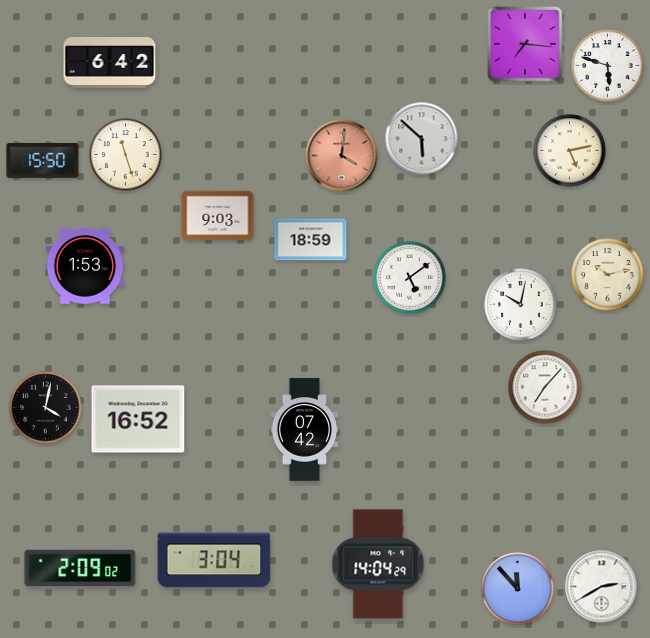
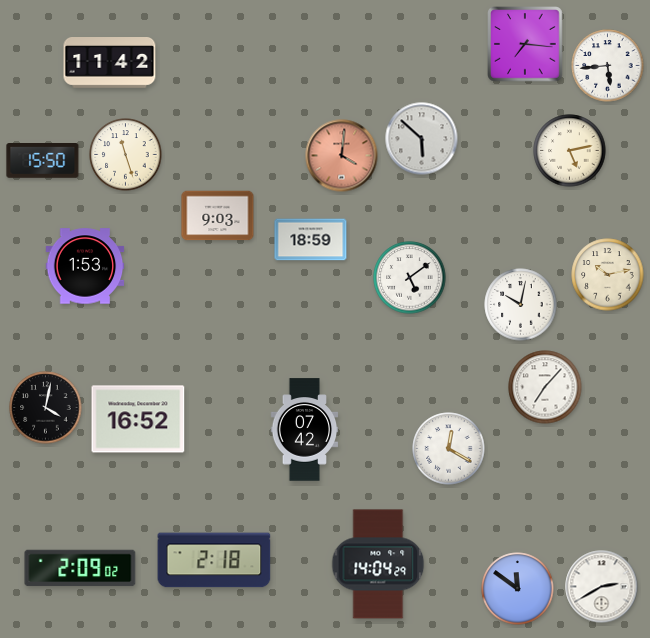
clock at (110, 63): 6:42 -> 11:42
clock at (608, 66): 5:48 -> 5:44
clock at (449, 449): none -> 12:20
clock at (214, 560): 3:04 -> 2:18
clock at (518, 589): 11:53 -> 11:51
